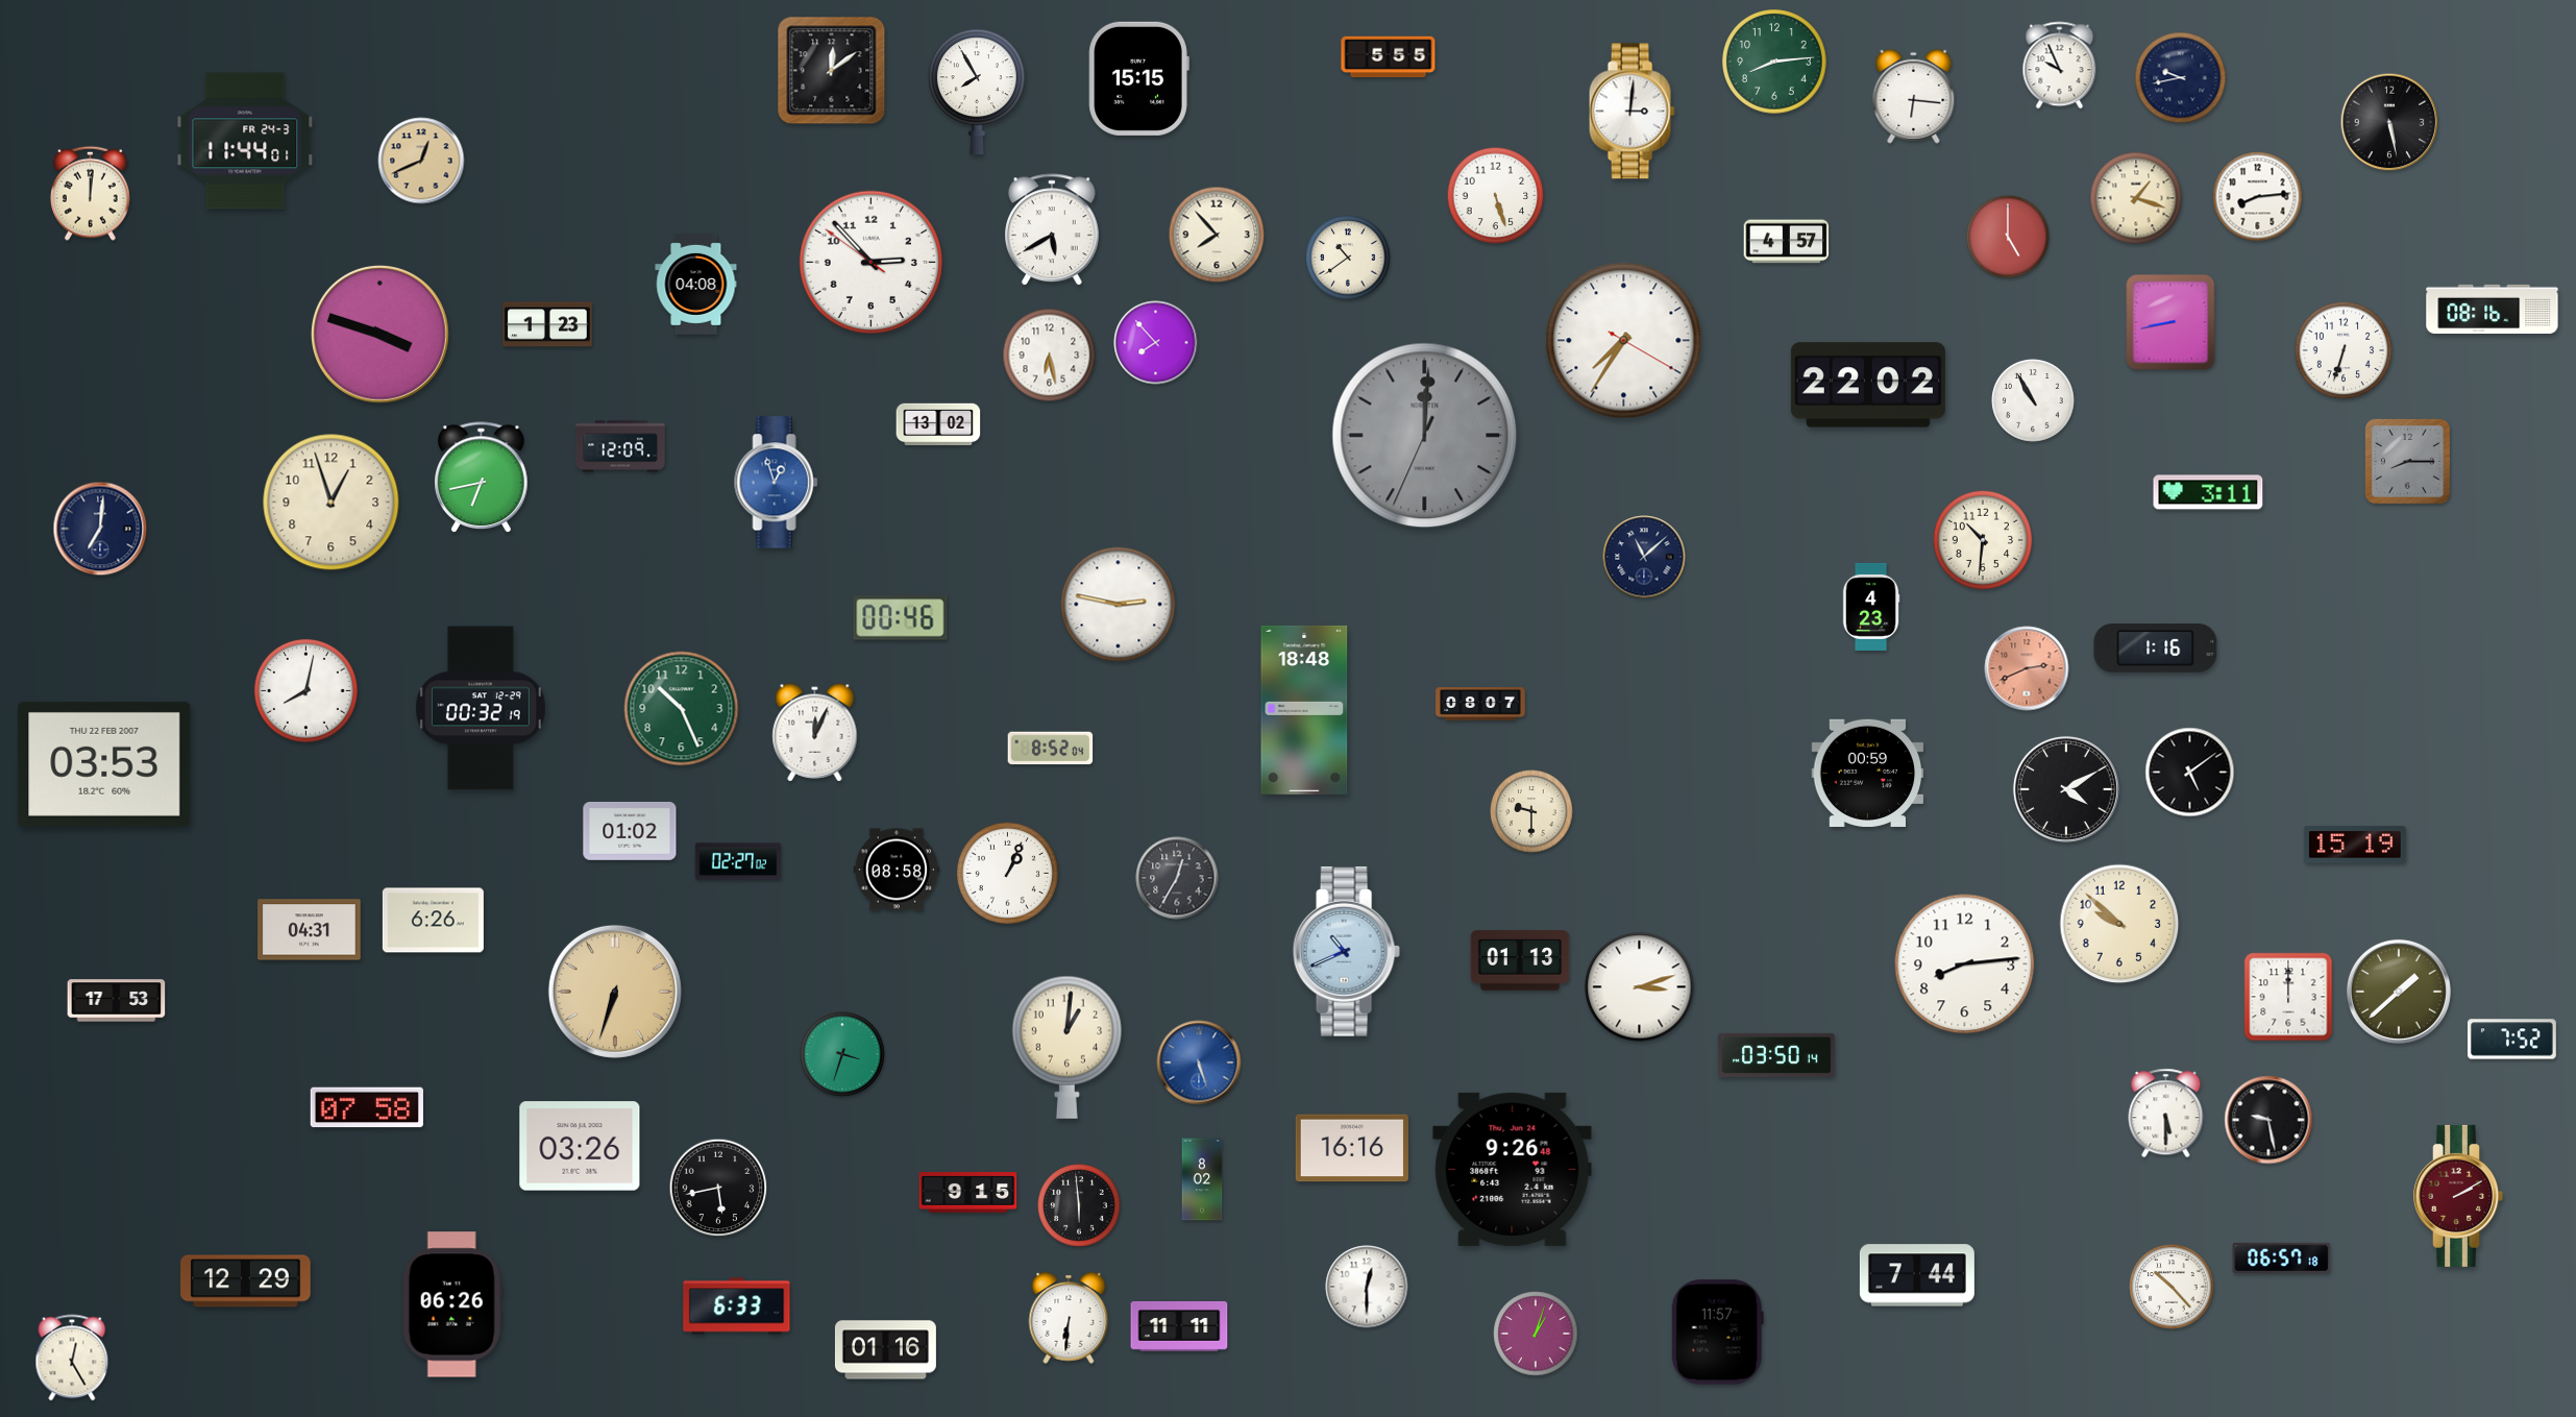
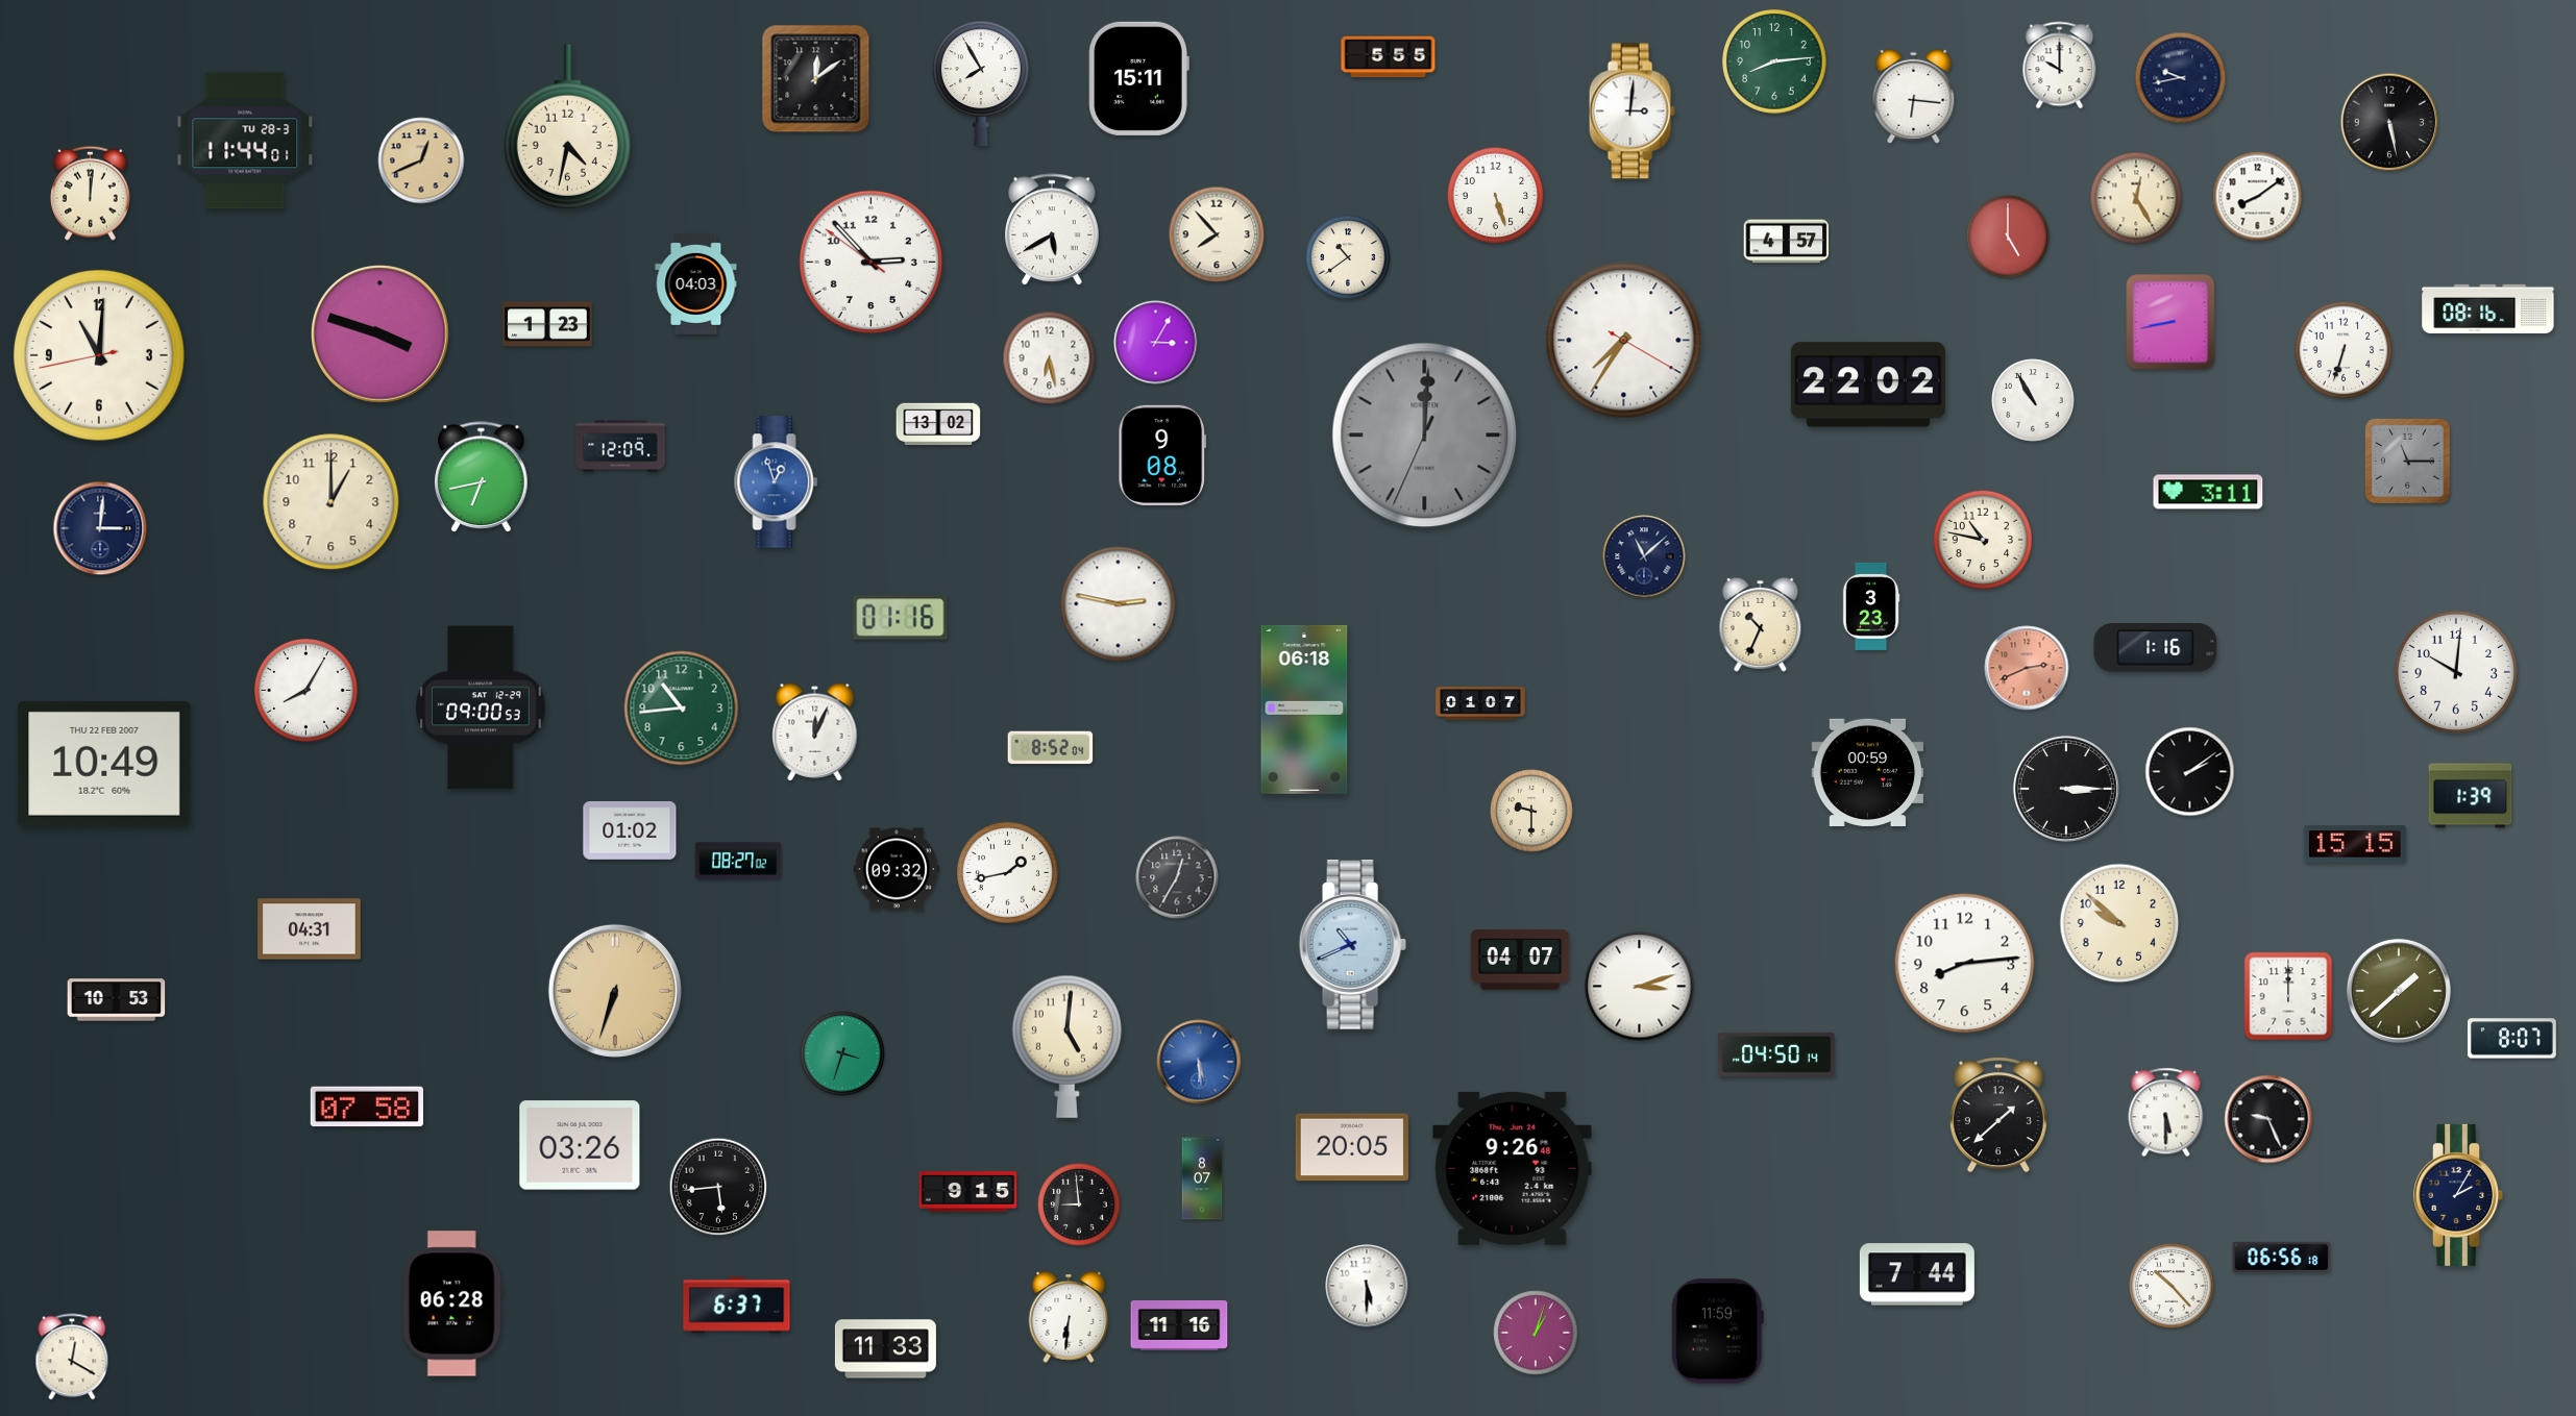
clock at (2060, 66): 9:56 -> 10:00
clock at (832, 71) position: (832, 71) -> (816, 79)
clock at (1138, 78): 15:15 -> 15:11
clock at (977, 92) position: (977, 92) -> (981, 83)
clock at (567, 127): none -> 4:32
clock at (245, 141) date: FR 24-3 -> TU 28-3
clock at (2258, 197): 8:14 -> 8:09
clock at (2136, 198): 1:18 -> 12:25
clock at (696, 284): 04:08 -> 04:03
clock at (2493, 309) position: (2493, 309) -> (2488, 308)
clock at (1156, 343): 7:53 -> 3:05
clock at (99, 355): none -> 11:00
clock at (1050, 356) position: (1050, 356) -> (1050, 358)
clock at (1162, 455): none -> 9:08
clock at (2407, 461): 8:15 -> 11:15
clock at (332, 503): 12:57 -> 1:00
clock at (100, 529): 7:01 -> 3:01
clock at (1983, 540): 10:31 -> 10:47
clock at (1871, 607): 4:23 -> 3:23
clock at (901, 618): 00:46 -> 01:16
clock at (1761, 624): none -> 10:34
clock at (2456, 672): none -> 10:01
clock at (305, 690): 8:02 -> 8:05
clock at (1480, 704): 08:07 -> 01:07
clock at (482, 708): 00:32 -> 09:00
clock at (682, 709): 10:26 -> 10:44
clock at (1304, 710): 18:48 -> 06:18
clock at (104, 764): 03:53 -> 10:49
clock at (2190, 773): 5:09 -> 2:09
clock at (2066, 789): 4:10 -> 3:15
clock at (2471, 796): none -> 1:39
clock at (2355, 845): 15:19 -> 15:15
clock at (738, 861): 02:27 -> 08:27
clock at (897, 870): 08:58 -> 09:32
clock at (1007, 873): 1:04 -> 1:43
clock at (433, 921): 6:26 -> none
clock at (1346, 951) position: (1346, 951) -> (1352, 944)
clock at (1520, 960): 01:13 -> 04:07
clock at (117, 1001): 17:53 -> 10:53
clock at (2511, 1040): 7:52 -> 8:07
clock at (1066, 1047): 1:01 -> 5:01
clock at (1776, 1055): 03:50 -> 04:50
clock at (1199, 1062): 5:27 -> 5:29
clock at (1998, 1115): none -> 1:38
clock at (2268, 1120): 9:28 -> 9:26
clock at (1352, 1148): 16:16 -> 20:05
clock at (1202, 1179): 8:02 -> 8:07
clock at (718, 1188): 5:43 -> 5:44
clock at (2458, 1196): 2:10 -> 2:05
clock at (2458, 1196) dial: burgundy -> navy
clock at (1079, 1205): 5:59 -> 8:59
clock at (2282, 1257): 06:57 -> 06:56
clock at (246, 1281): 12:29 -> none
clock at (1367, 1287): 12:30 -> 5:30
clock at (452, 1304): 06:26 -> 06:28
clock at (737, 1306): 6:33 -> 6:37
clock at (1179, 1327): 11:11 -> 11:16
clock at (1717, 1333): 11:57 -> 11:59
clock at (885, 1350): 01:16 -> 11:33
clock at (72, 1358): 12:25 -> 12:20
